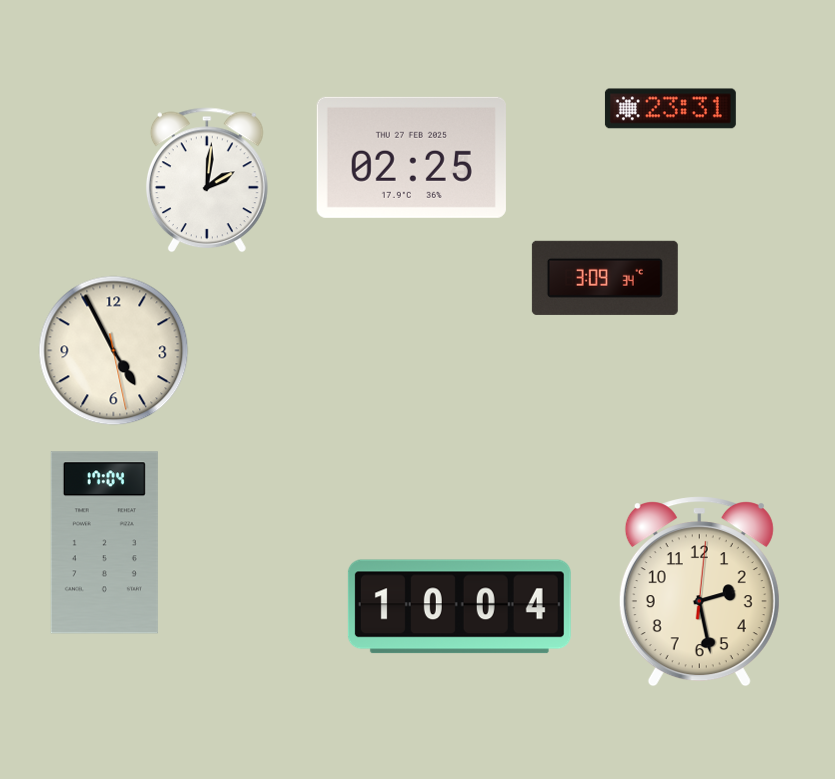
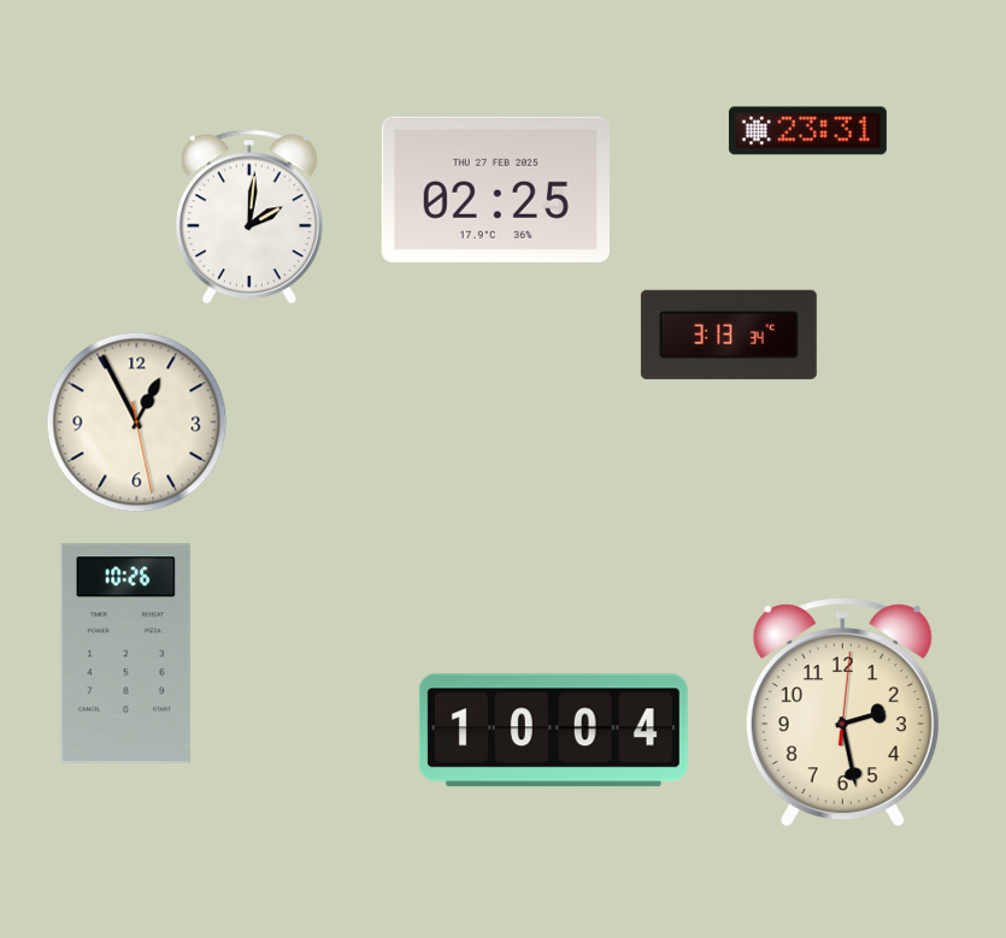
clock at (605, 278): 3:09 -> 3:13
clock at (114, 351): 4:55 -> 12:55
clock at (104, 543): 17:04 -> 10:26
